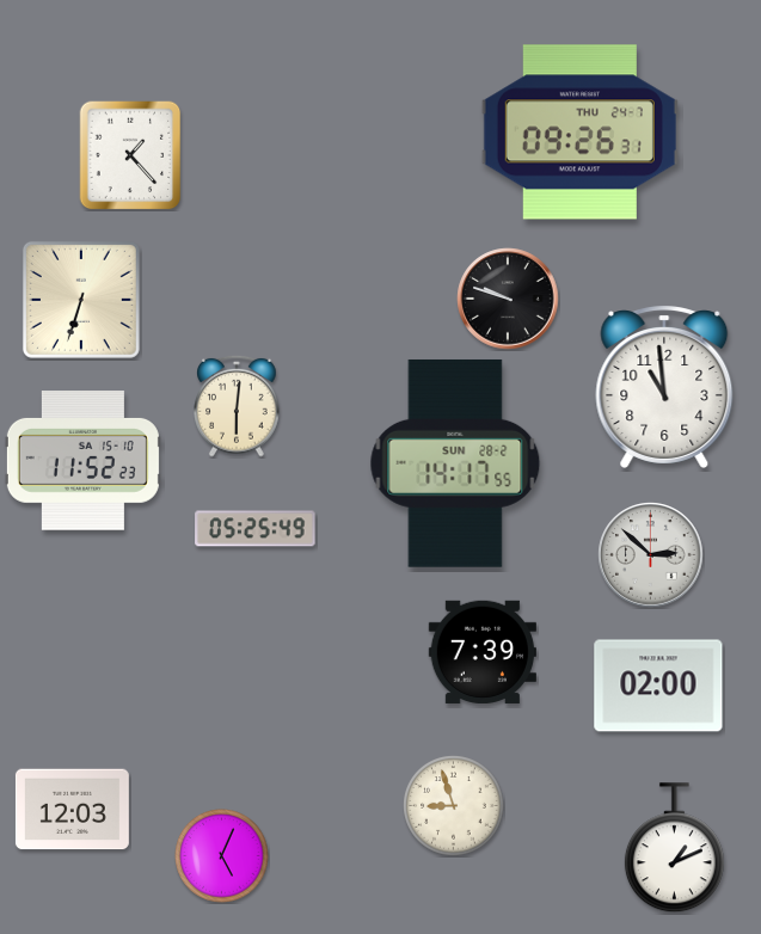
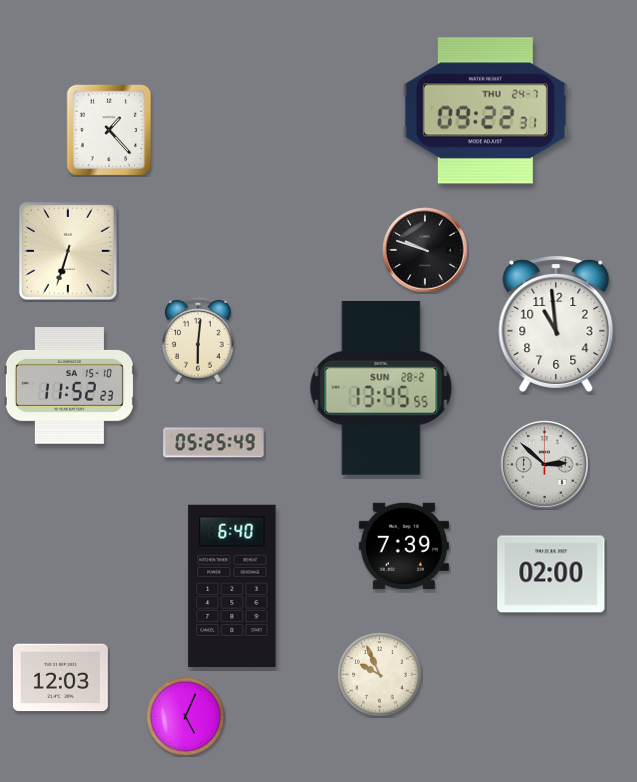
clock at (579, 133): 09:26 -> 09:22
clock at (455, 463): 14:17 -> 13:45
clock at (232, 586): none -> 6:40
clock at (454, 806): 8:57 -> 9:56
clock at (674, 848): 1:11 -> none
